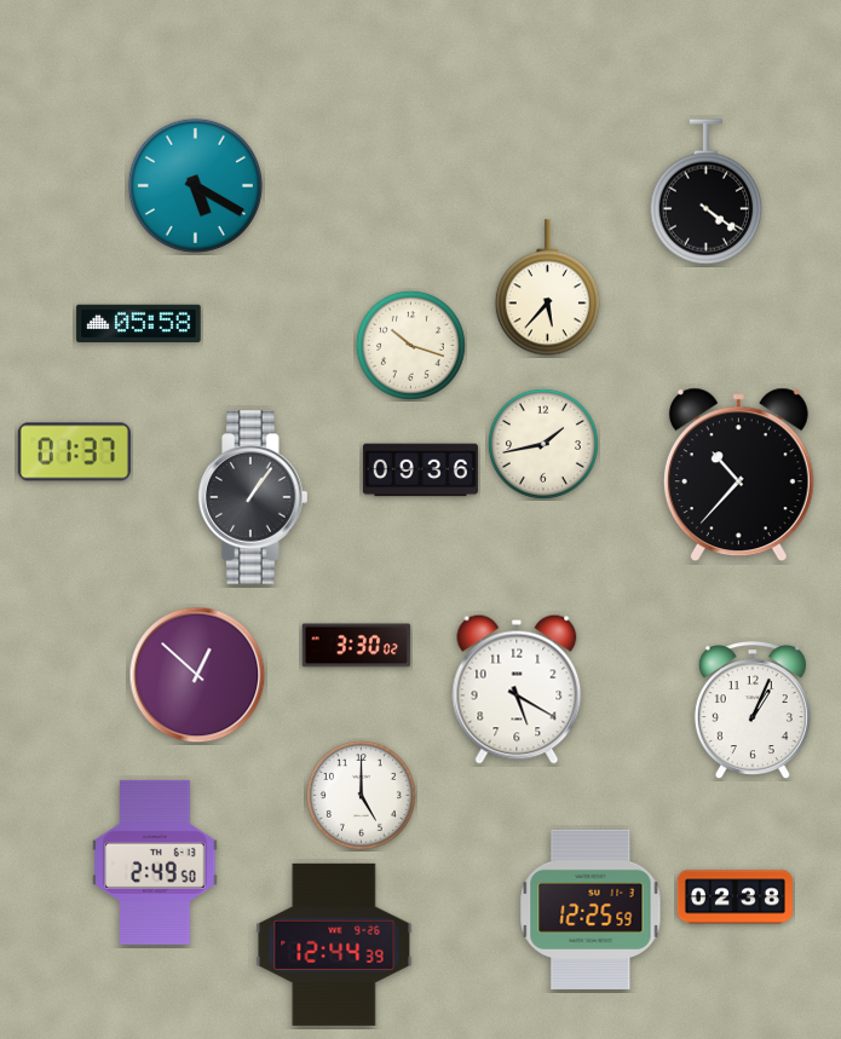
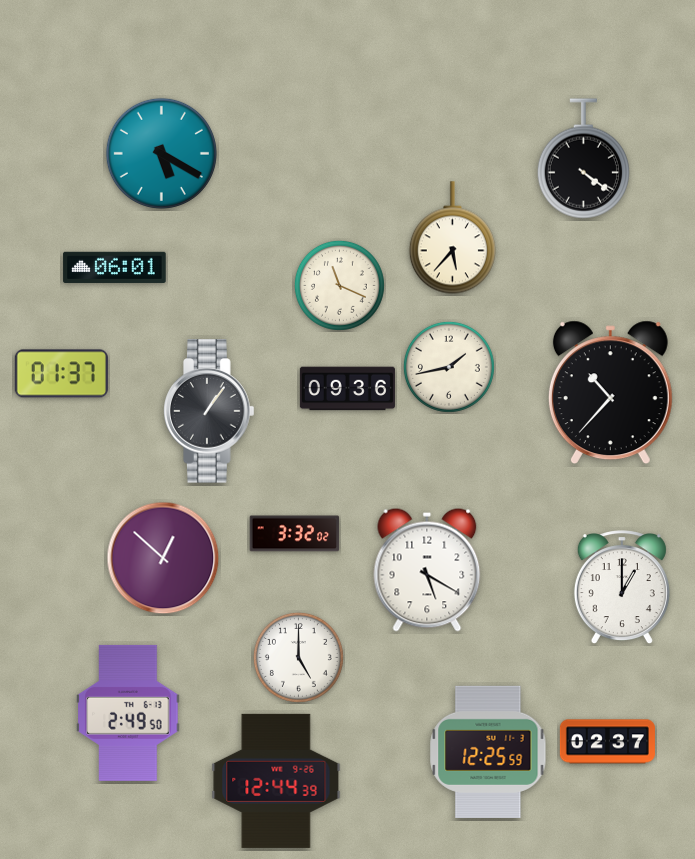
clock at (139, 323): 05:58 -> 06:01
clock at (410, 345): 10:18 -> 11:19
clock at (357, 646): 3:30 -> 3:32
clock at (753, 711): 1:04 -> 1:00
clock at (735, 897): 02:38 -> 02:37
